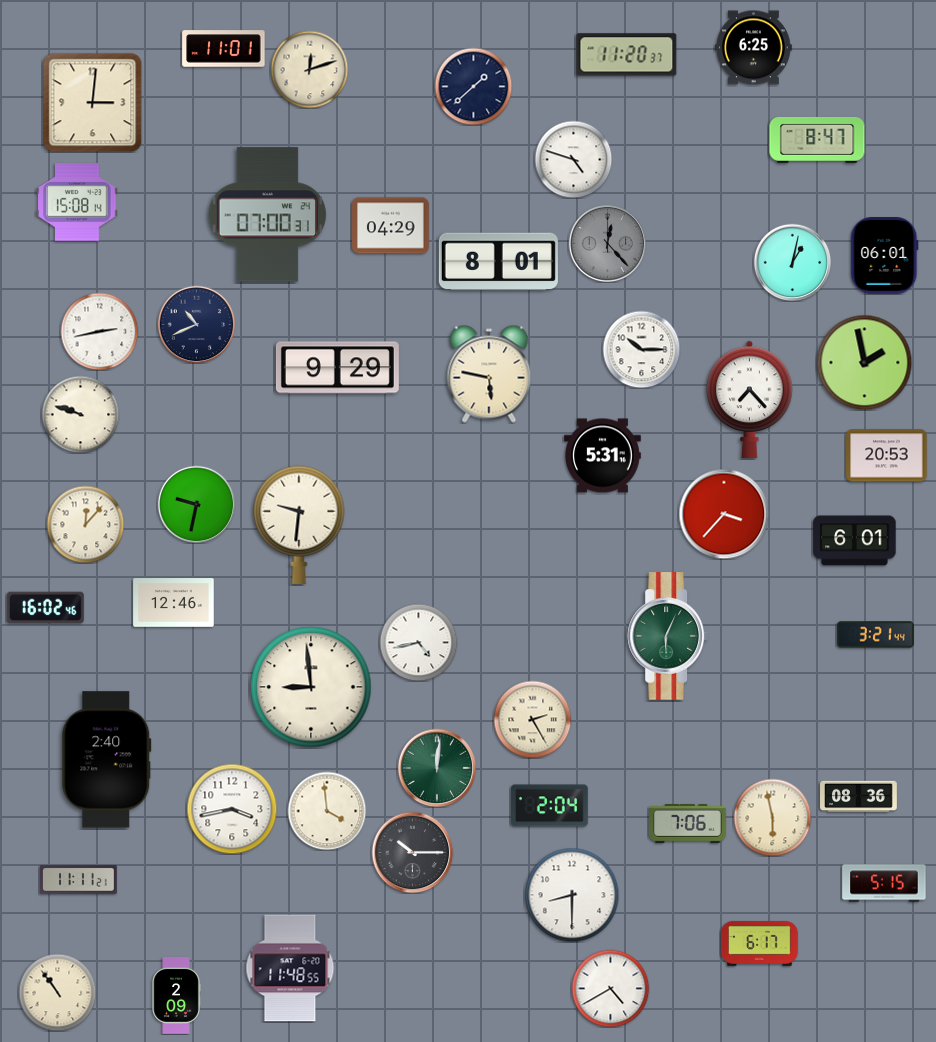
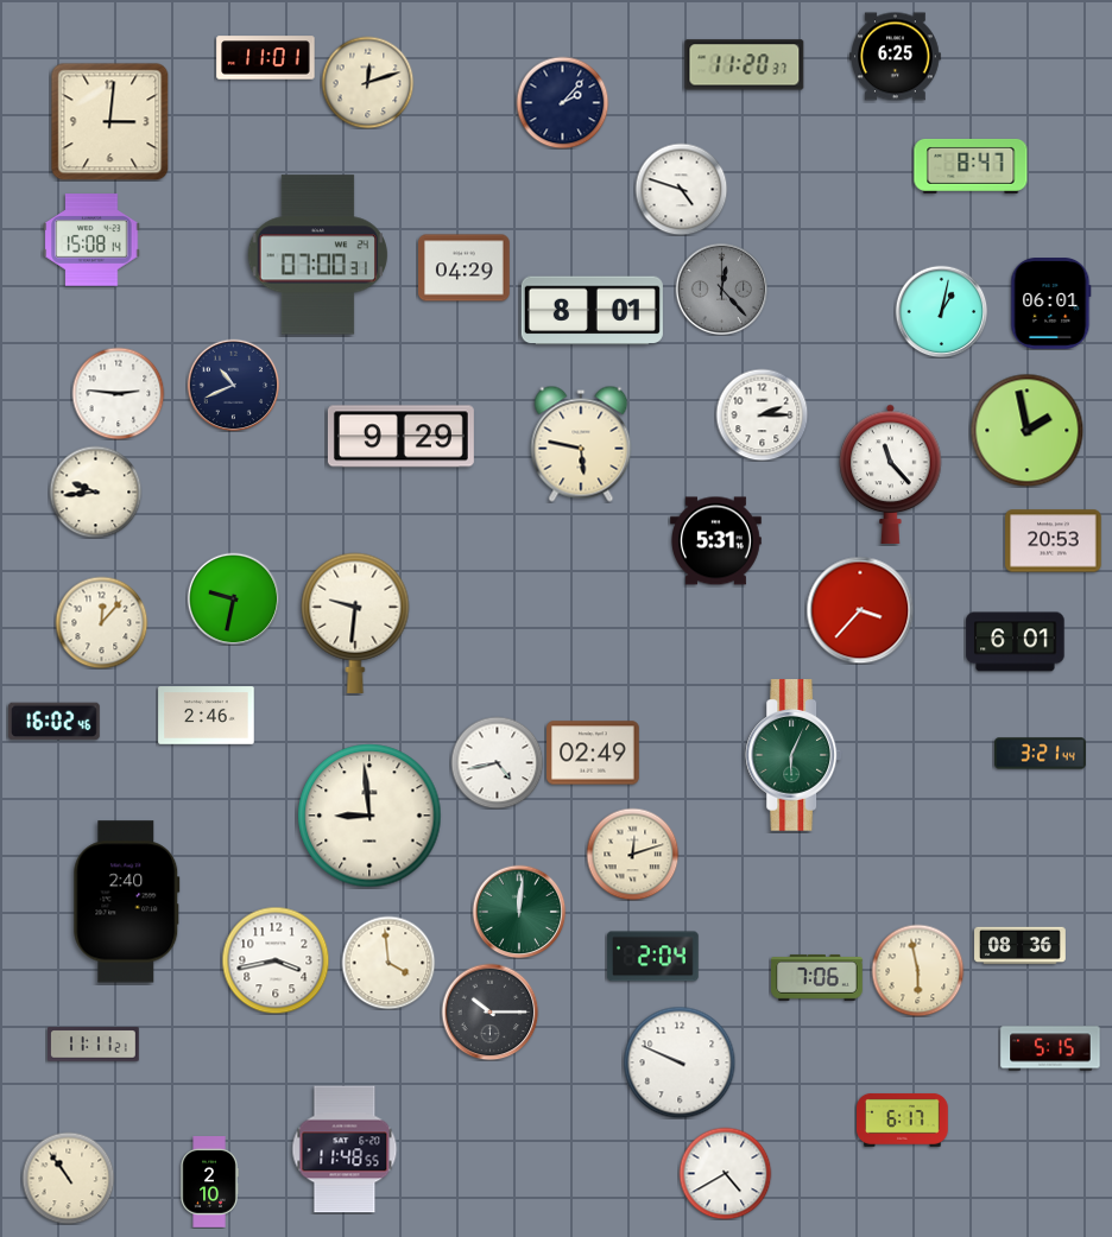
clock at (473, 86): 1:38 -> 2:07
clock at (99, 331): 2:43 -> 2:46
clock at (641, 349): 10:15 -> 2:15
clock at (750, 399): 7:23 -> 11:23
clock at (80, 414): 9:48 -> 9:44
clock at (174, 603): 12:46 -> 2:46
clock at (593, 753): none -> 02:49
clock at (532, 719): 2:25 -> 12:12
clock at (572, 895): 8:30 -> 9:49
clock at (176, 996): 2:09 -> 2:10
